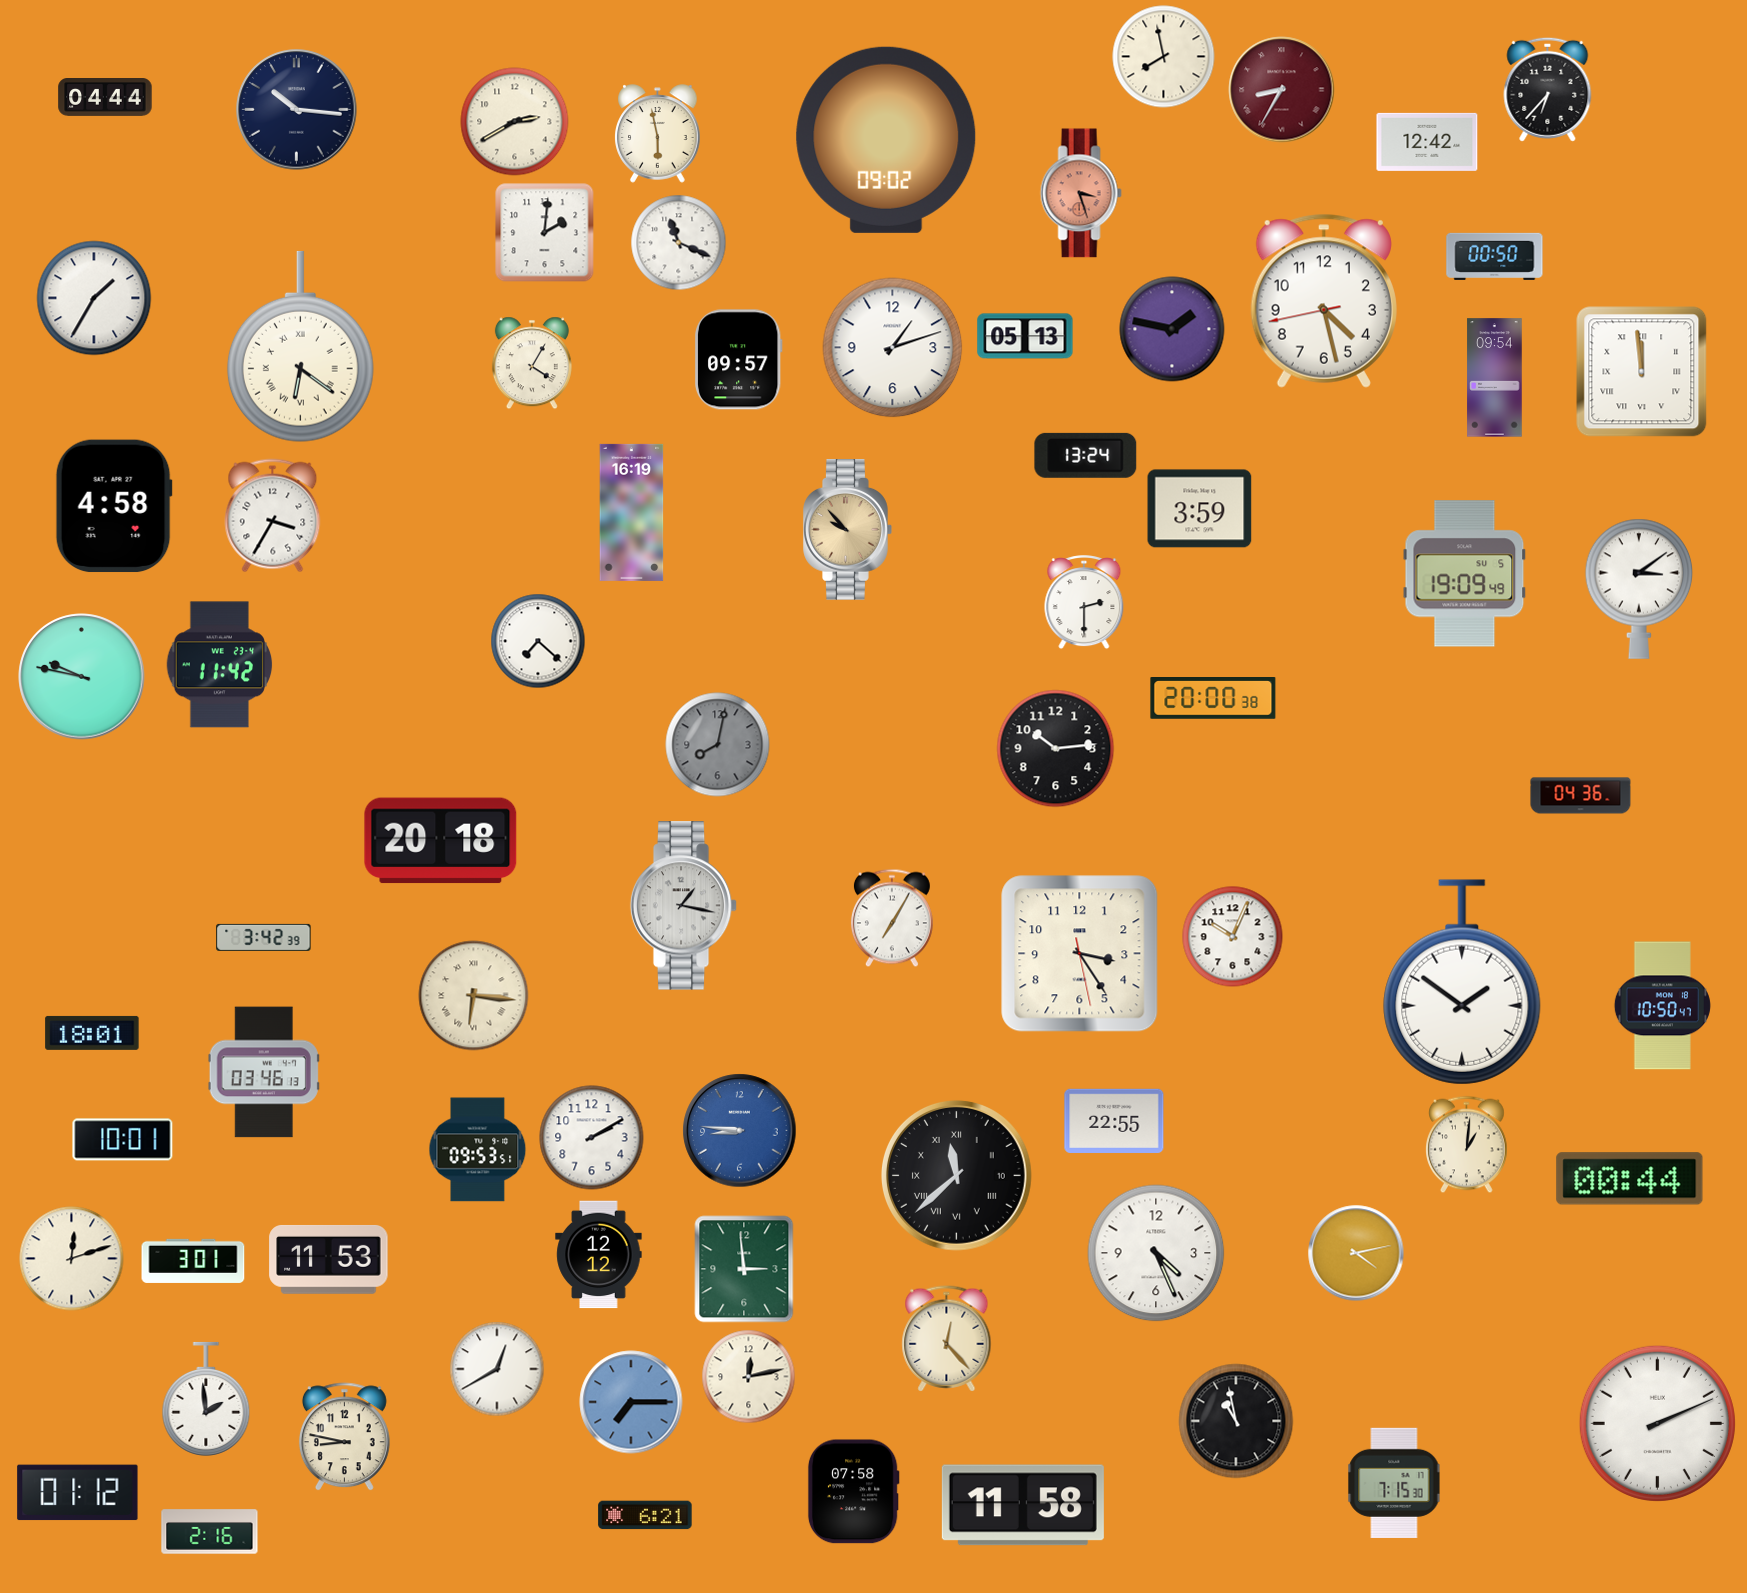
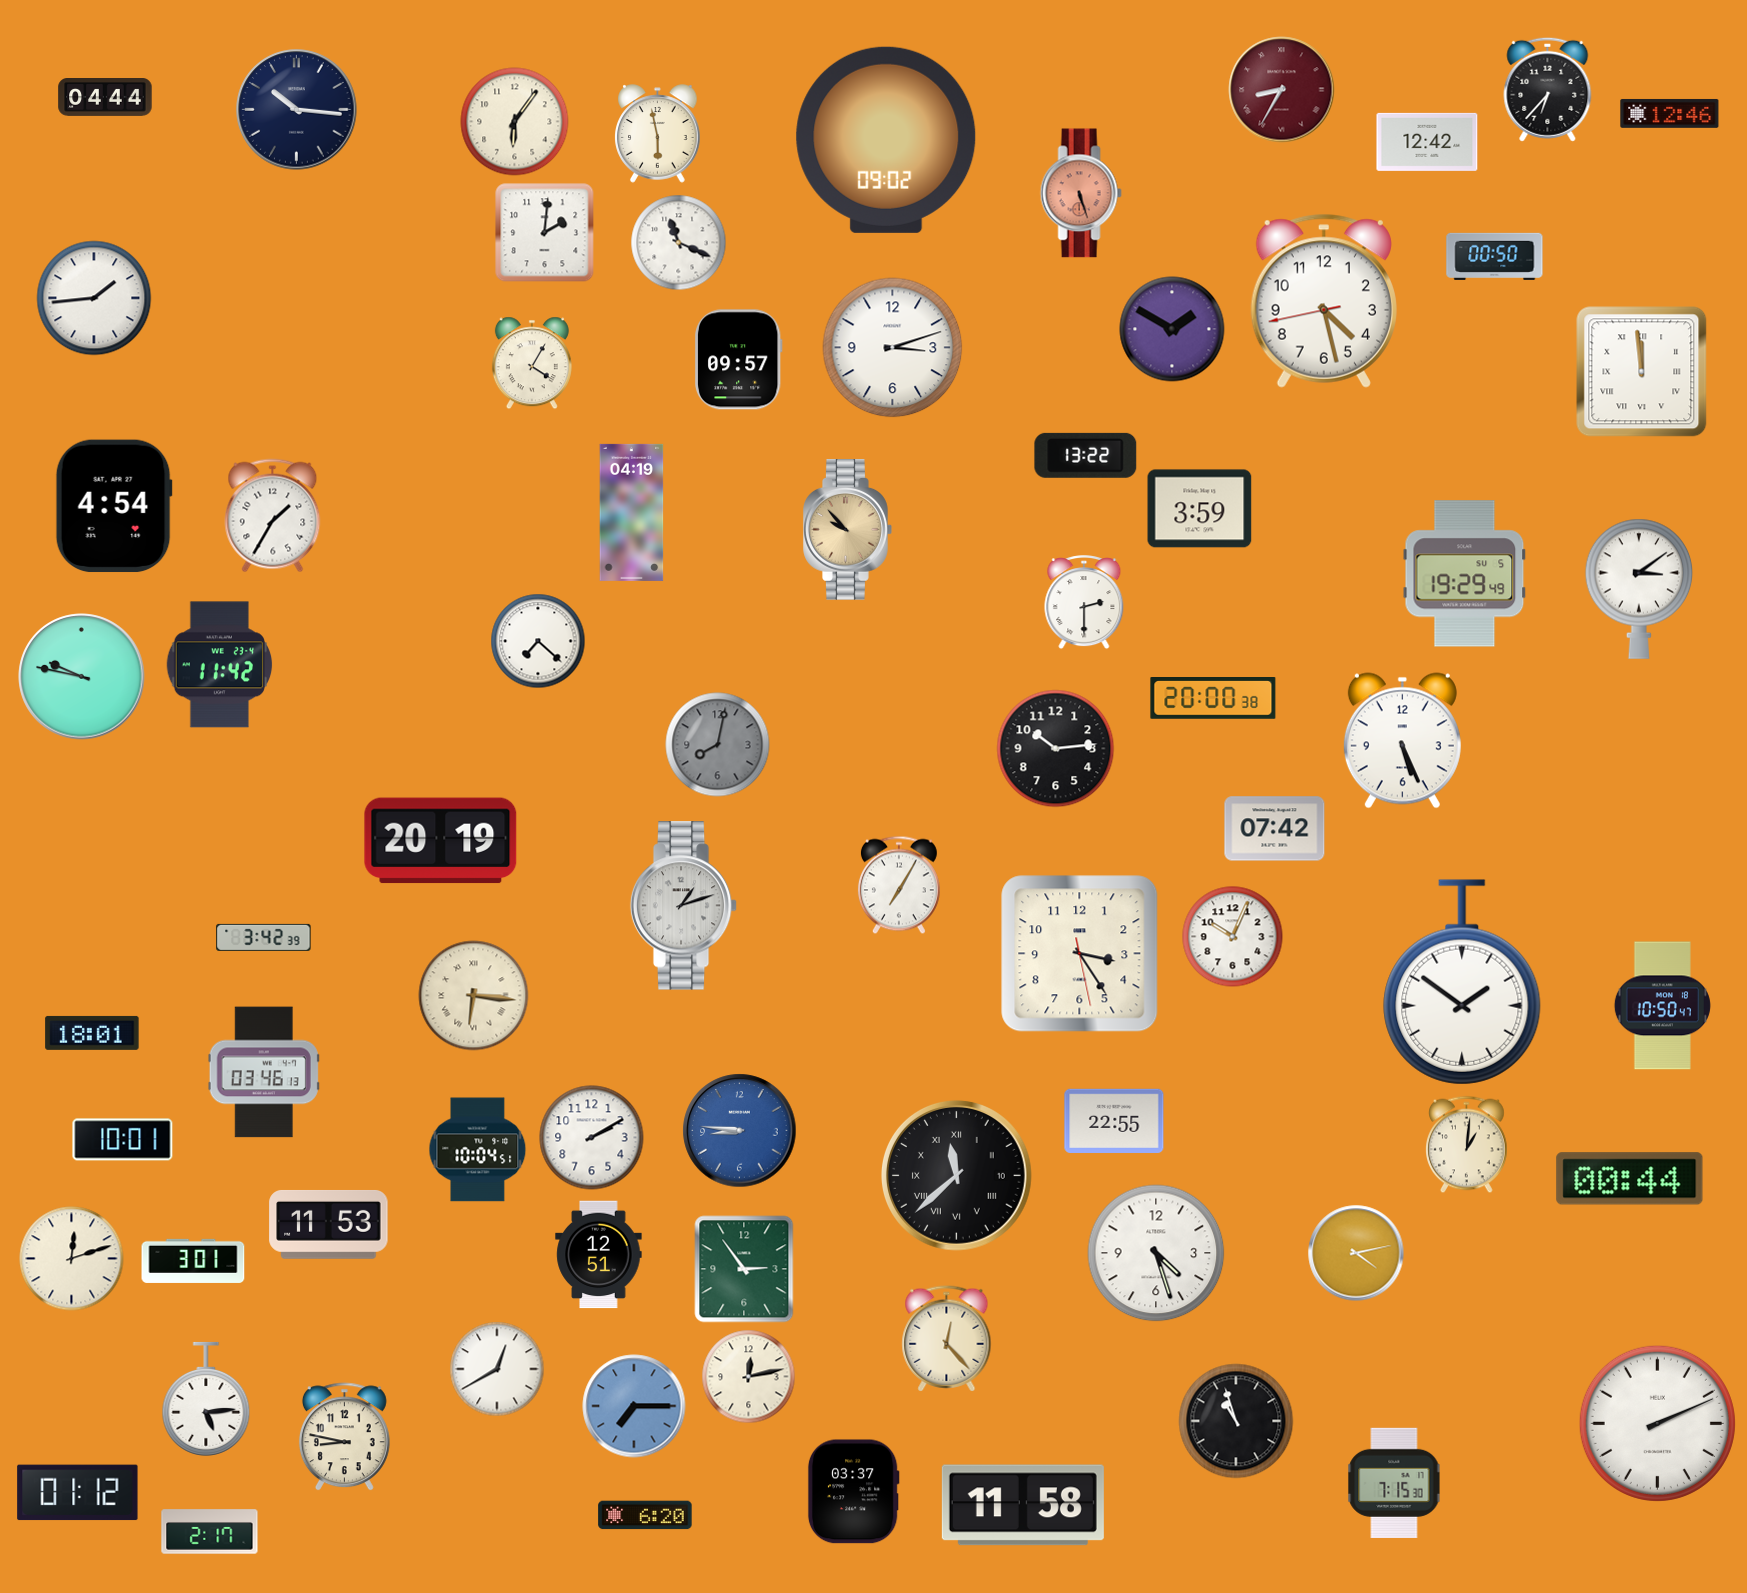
clock at (1164, 57): 7:58 -> none
clock at (1670, 113): none -> 12:46
clock at (515, 122): 2:40 -> 6:06
clock at (1081, 193): 3:27 -> 5:27
clock at (94, 298): 1:35 -> 1:44
clock at (1172, 329): 1:47 -> 1:50
clock at (1025, 336): 05:13 -> none
clock at (300, 347): 6:21 -> none
clock at (893, 348): 1:12 -> 3:12
clock at (1495, 378): 09:54 -> none
clock at (1086, 455): 13:24 -> 13:22
clock at (114, 506): 4:58 -> 4:54
clock at (632, 512): 16:19 -> 04:19
clock at (273, 516): 3:35 -> 1:35
clock at (1465, 574): 19:09 -> 19:29
clock at (1402, 741): none -> 5:26
clock at (1581, 796): 04:36 -> none
clock at (1275, 829): none -> 07:42
clock at (441, 841): 20:18 -> 20:19
clock at (684, 906): 1:17 -> 1:12
clock at (892, 918) position: (892, 918) -> (899, 885)
clock at (478, 1150): 09:53 -> 10:04
clock at (1156, 1253): 4:26 -> 4:27
clock at (599, 1255): 12:12 -> 12:51
clock at (329, 1259) position: (329, 1259) -> (329, 1224)
clock at (744, 1269): 2:59 -> 2:54
clock at (206, 1399): 1:59 -> 5:14
clock at (631, 1402) position: (631, 1402) -> (634, 1406)
clock at (1236, 1421): 10:58 -> 10:57
clock at (853, 1492): 07:58 -> 03:37
clock at (645, 1515): 6:21 -> 6:20
clock at (210, 1532): 2:16 -> 2:17
